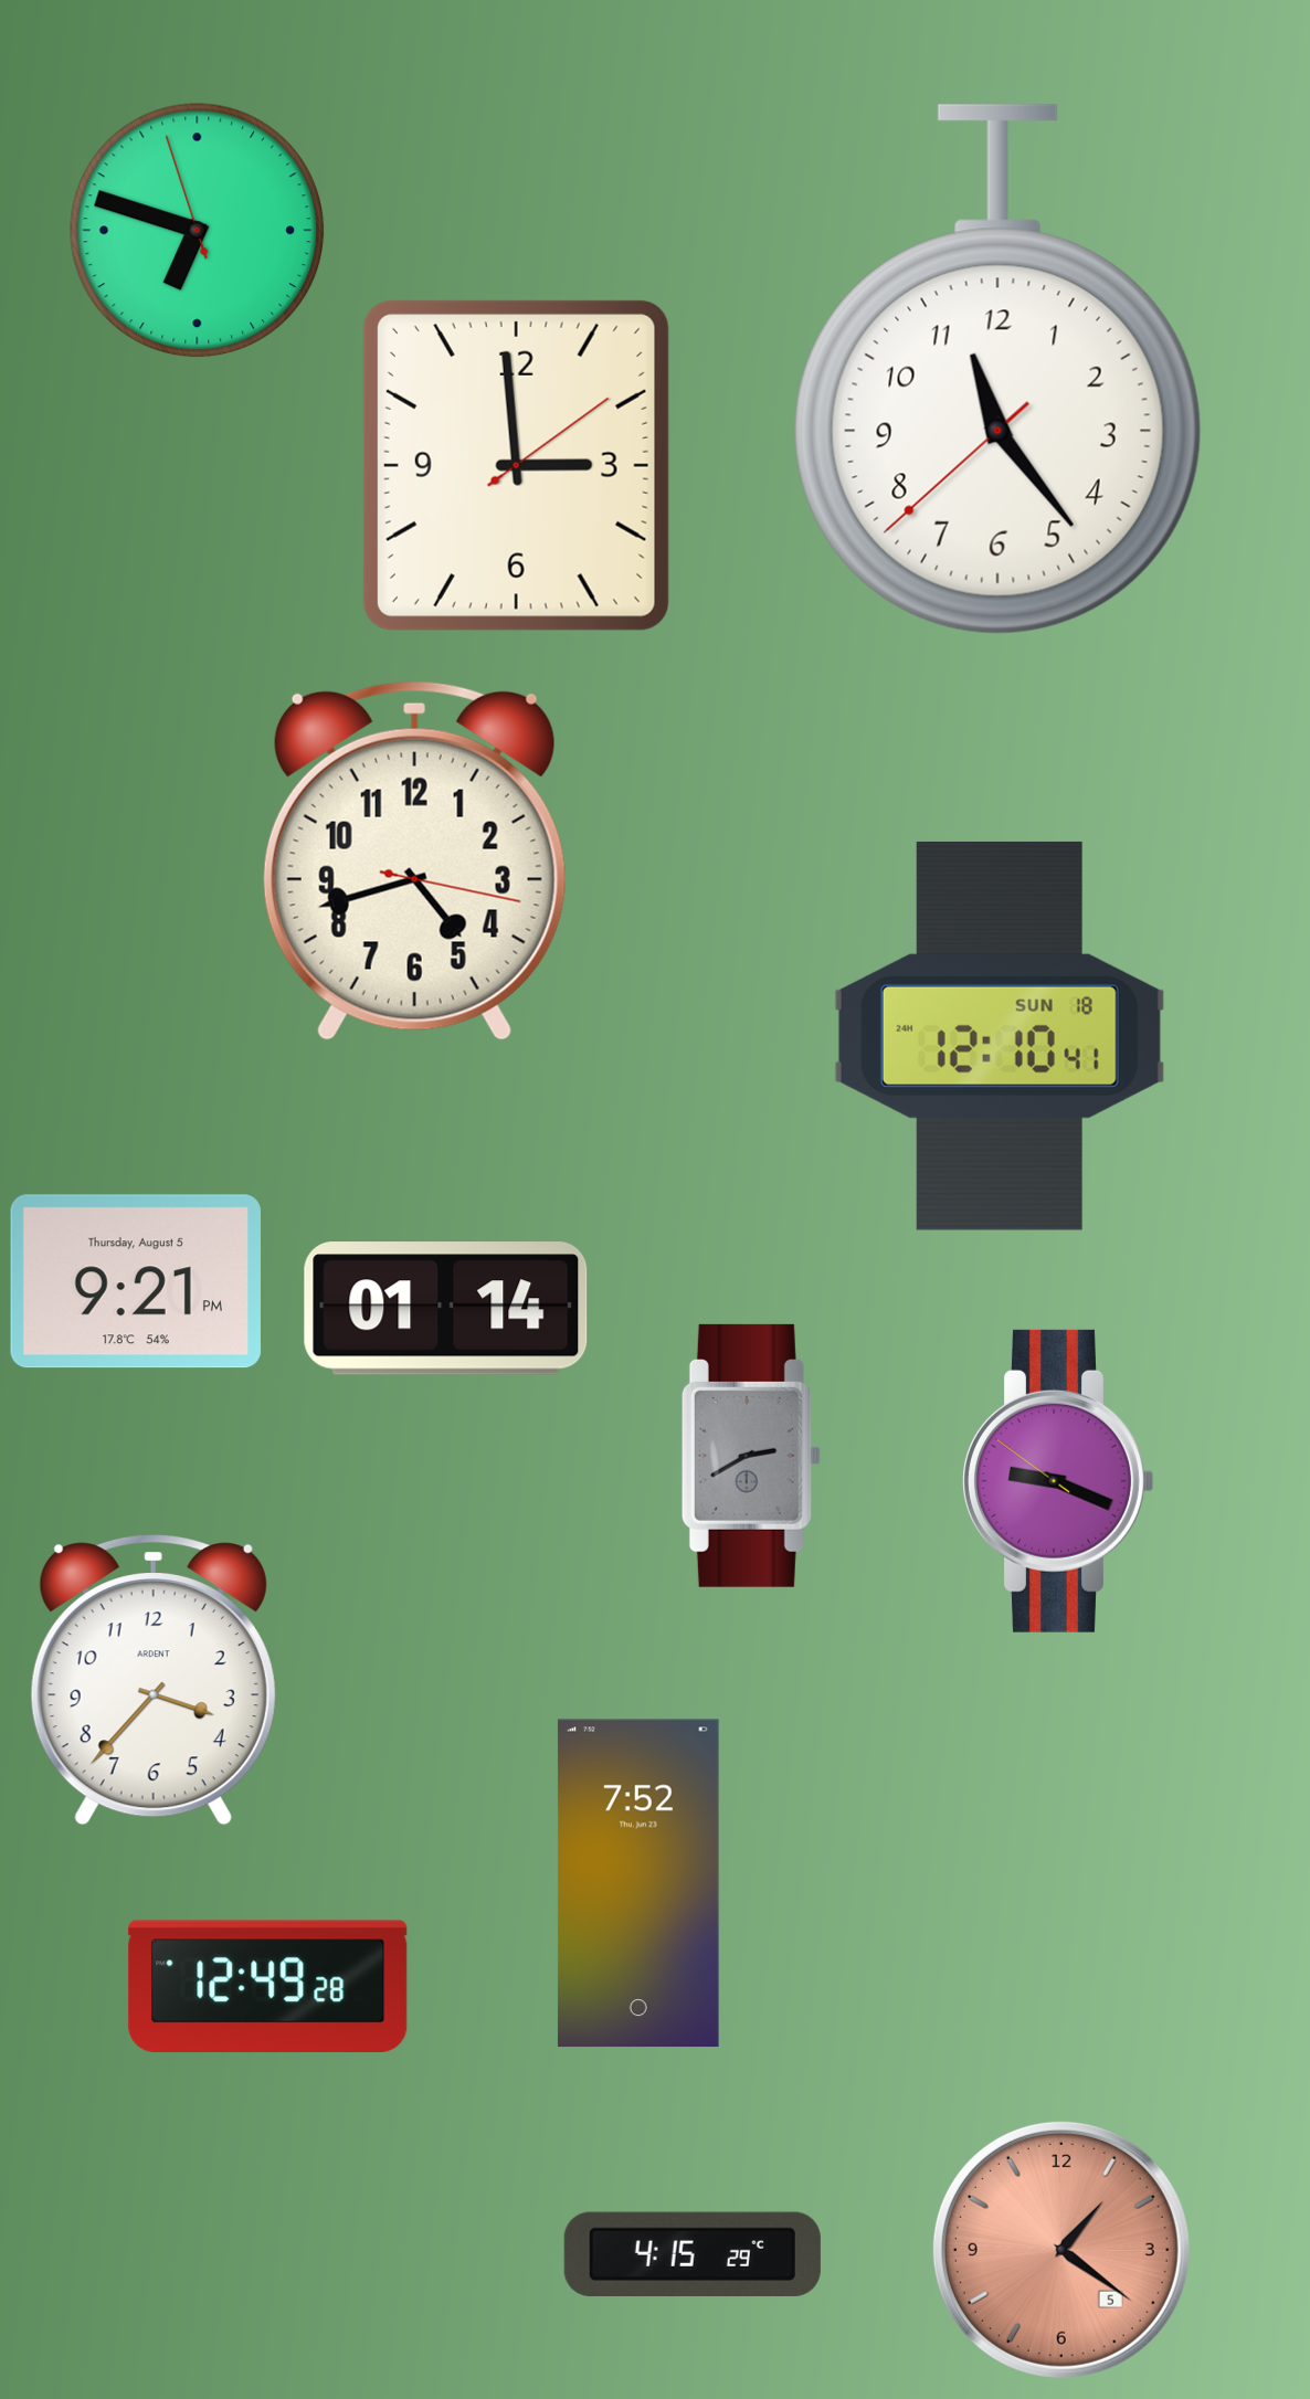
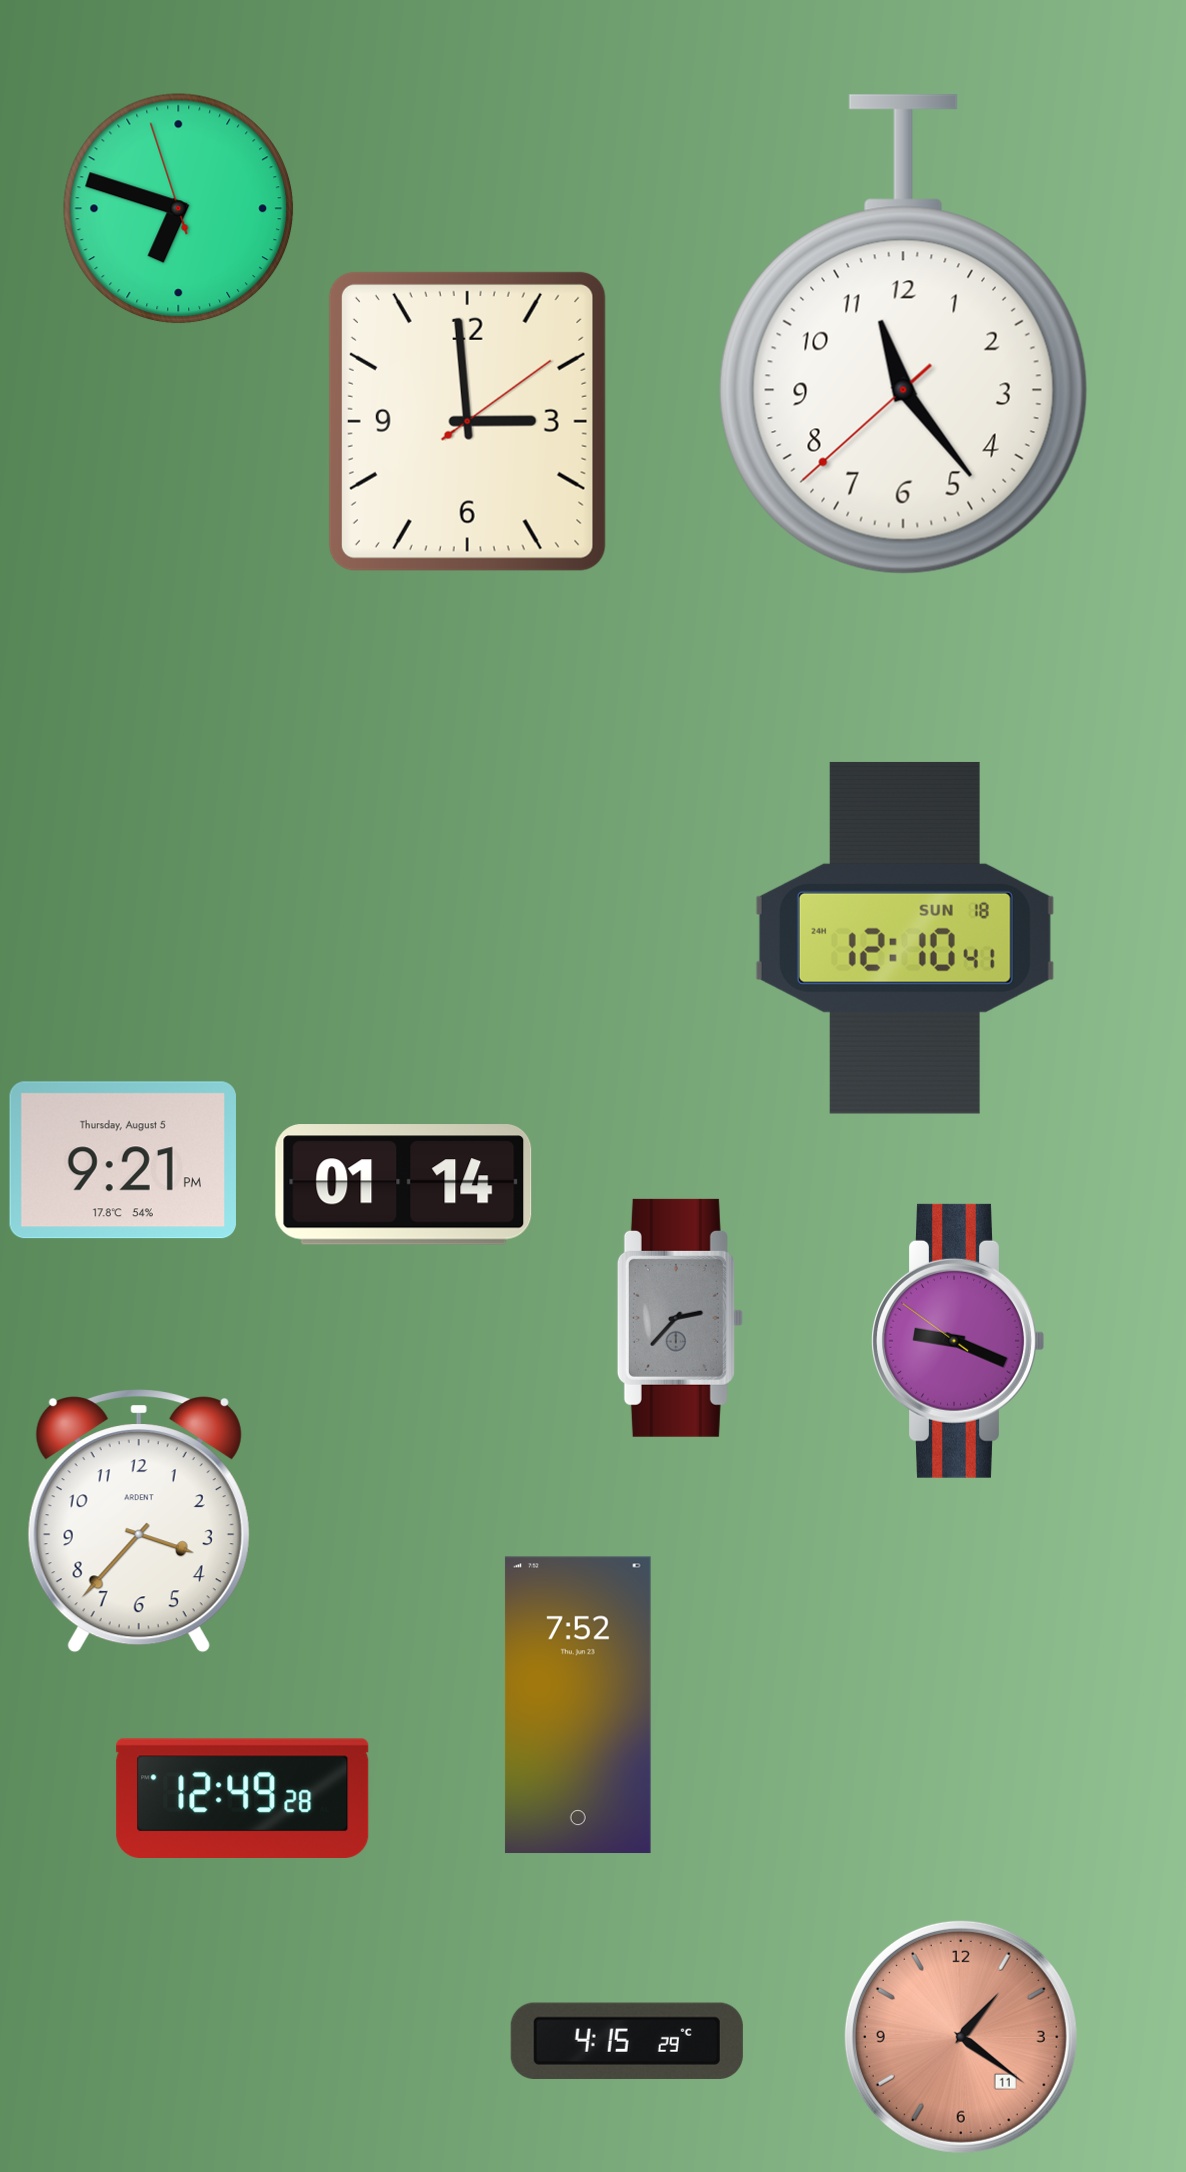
clock at (414, 860): 4:42 -> none
clock at (751, 1456): 2:40 -> 2:37
clock at (1061, 2250) date: 5 -> 11
